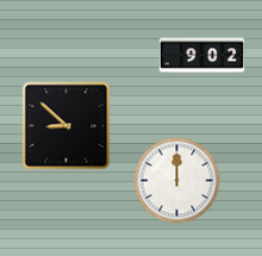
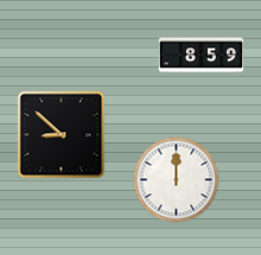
clock at (202, 56): 9:02 -> 8:59
clock at (67, 126) position: (67, 126) -> (62, 135)
